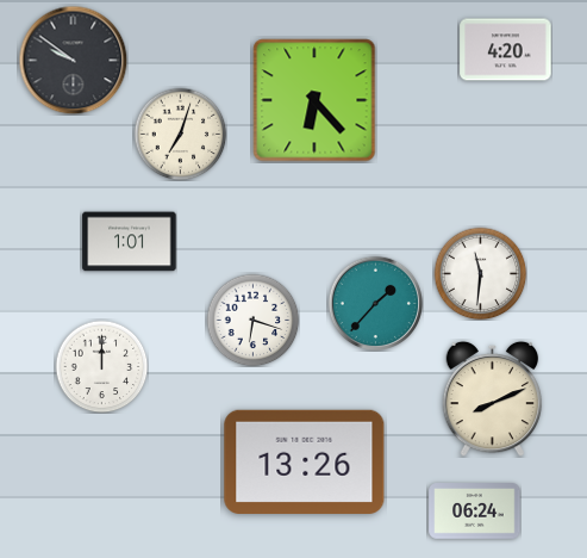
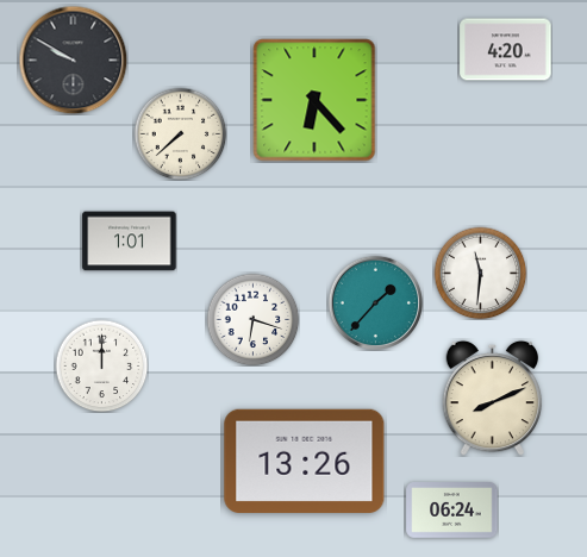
clock at (73, 60): 9:51 -> 9:50
clock at (180, 134): 7:03 -> 7:38
clock at (475, 511) position: (475, 511) -> (452, 511)
